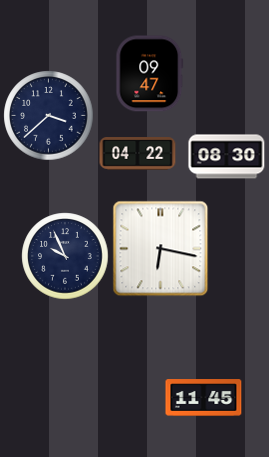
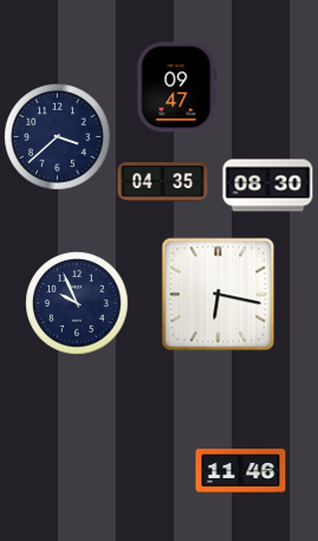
clock at (138, 154): 04:22 -> 04:35
clock at (161, 249) position: (161, 249) -> (219, 295)
clock at (204, 398): 11:45 -> 11:46
